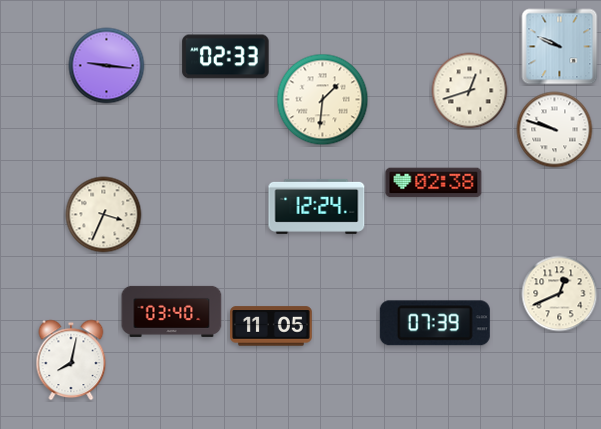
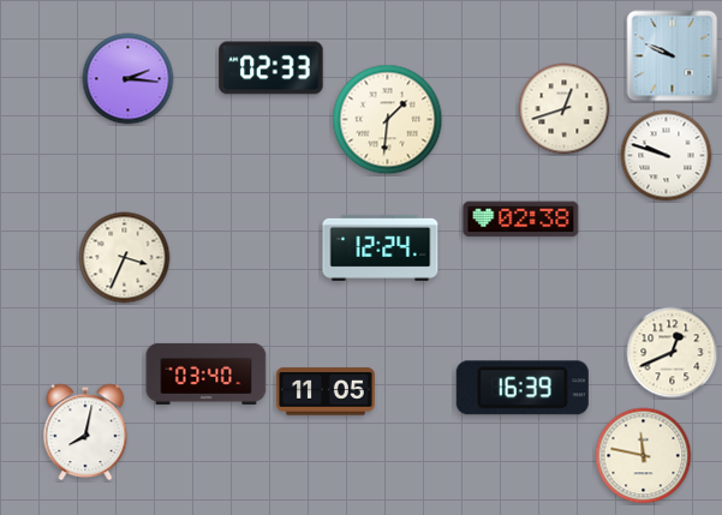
clock at (107, 66): 9:16 -> 2:16
clock at (435, 323): 07:39 -> 16:39
clock at (644, 456): none -> 11:47
